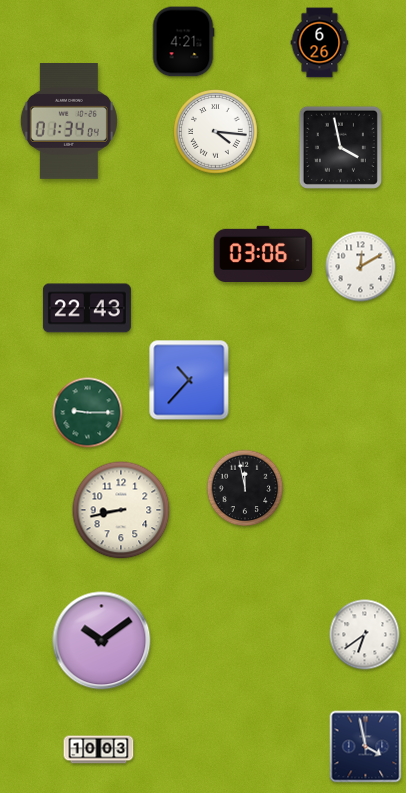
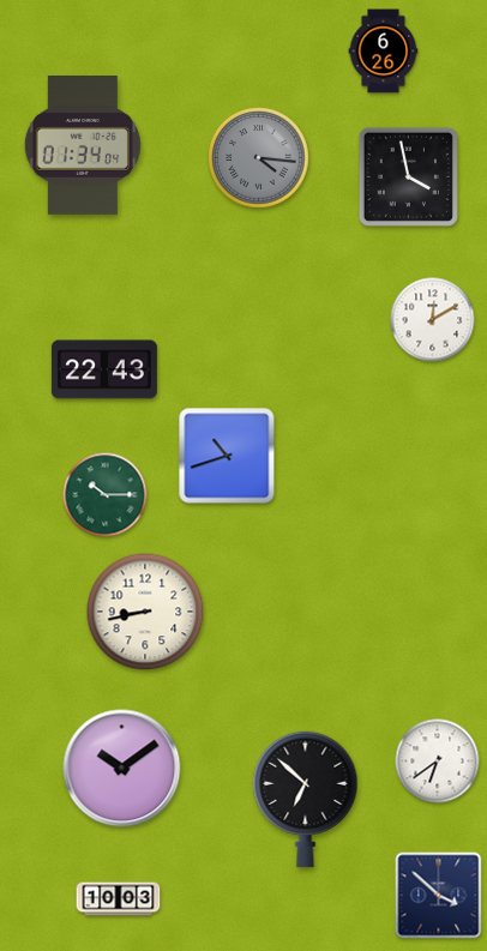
clock at (183, 42): 4:21 -> none
clock at (216, 132) dial: white -> grey
clock at (263, 253): 03:06 -> none
clock at (189, 380): 10:37 -> 10:42
clock at (88, 413): 9:15 -> 10:15
clock at (245, 488): 11:58 -> none
clock at (306, 799): none -> 6:52
clock at (366, 747): 3:58 -> 3:52
